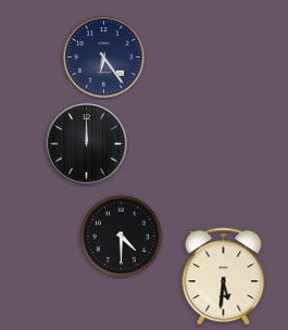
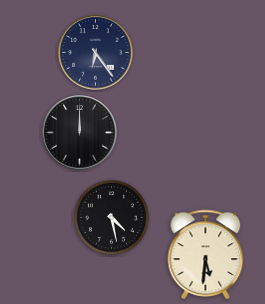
clock at (121, 236): 4:30 -> 4:28
